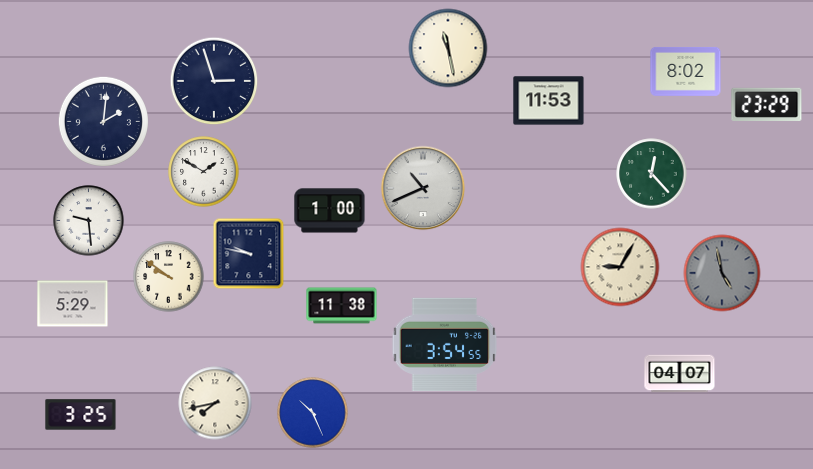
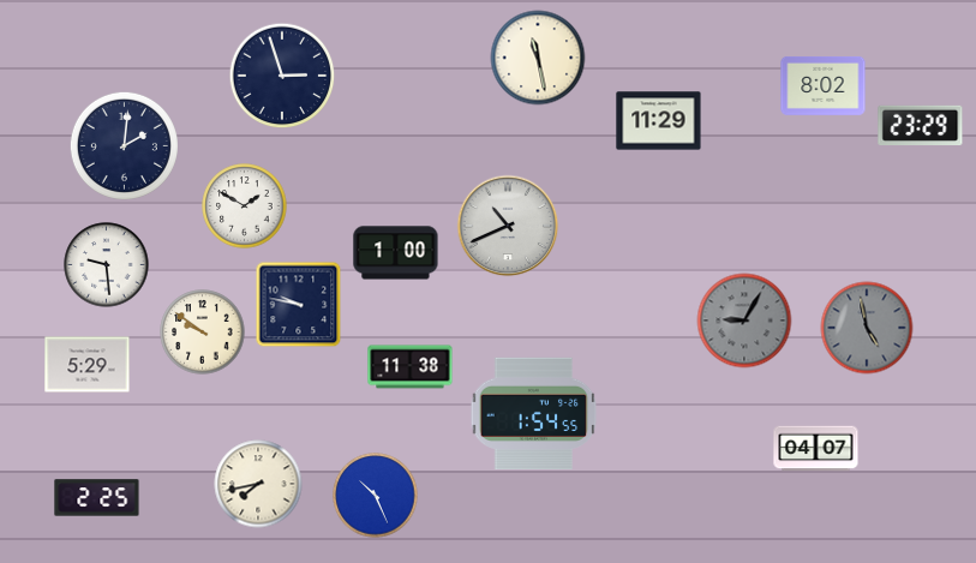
clock at (214, 81) position: (214, 81) -> (282, 76)
clock at (549, 101): 11:53 -> 11:29
clock at (652, 174): 12:23 -> none
clock at (620, 267) dial: cream -> grey
clock at (445, 345): 3:54 -> 1:54
clock at (81, 415): 3:25 -> 2:25
